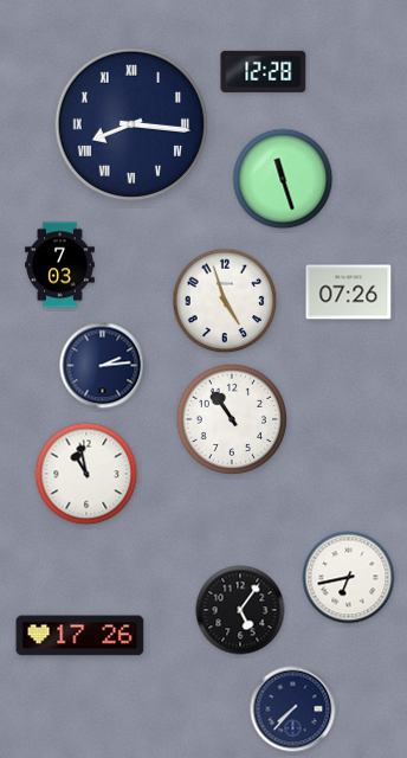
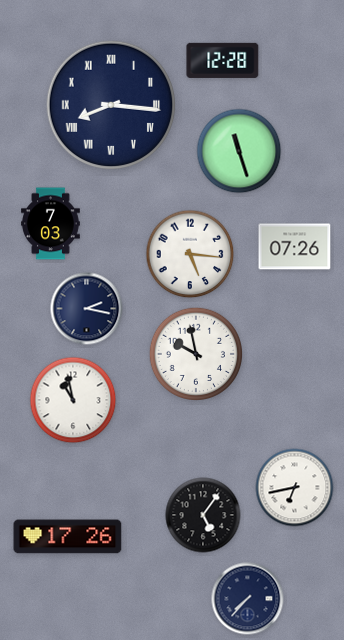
clock at (225, 301): 4:57 -> 5:16
clock at (103, 366): 2:14 -> 2:17
clock at (231, 418): 10:54 -> 9:58
